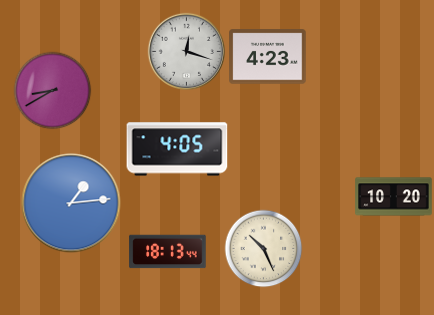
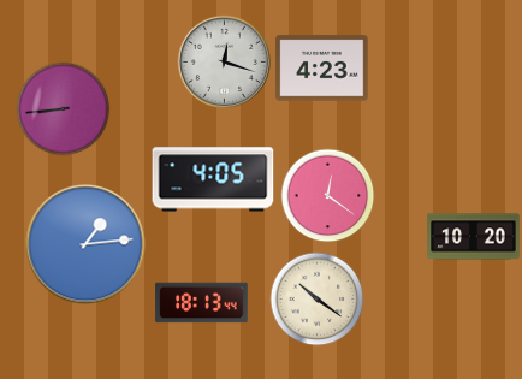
clock at (52, 90): 8:40 -> 8:44
clock at (327, 195): none -> 12:21
clock at (263, 248): 10:26 -> 10:21
